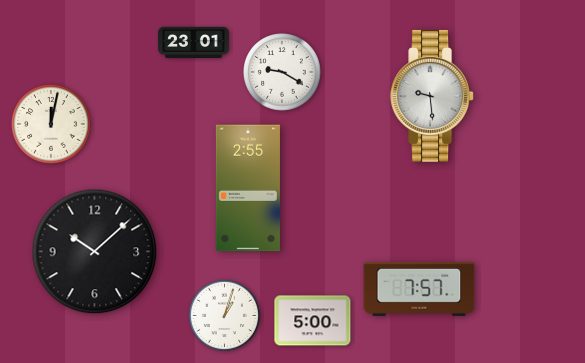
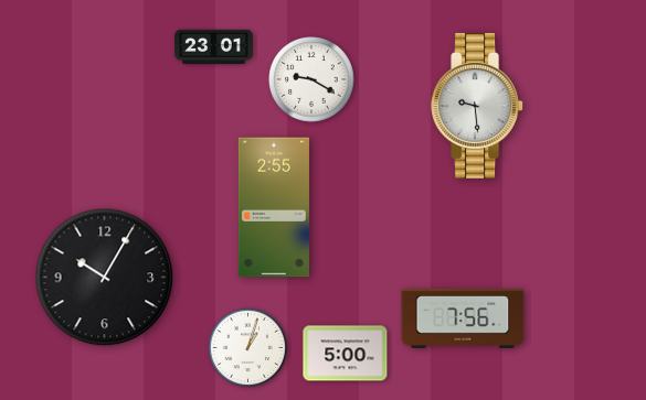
clock at (51, 124): 12:02 -> none
clock at (95, 252): 10:08 -> 10:05
clock at (419, 289): 7:57 -> 7:56
